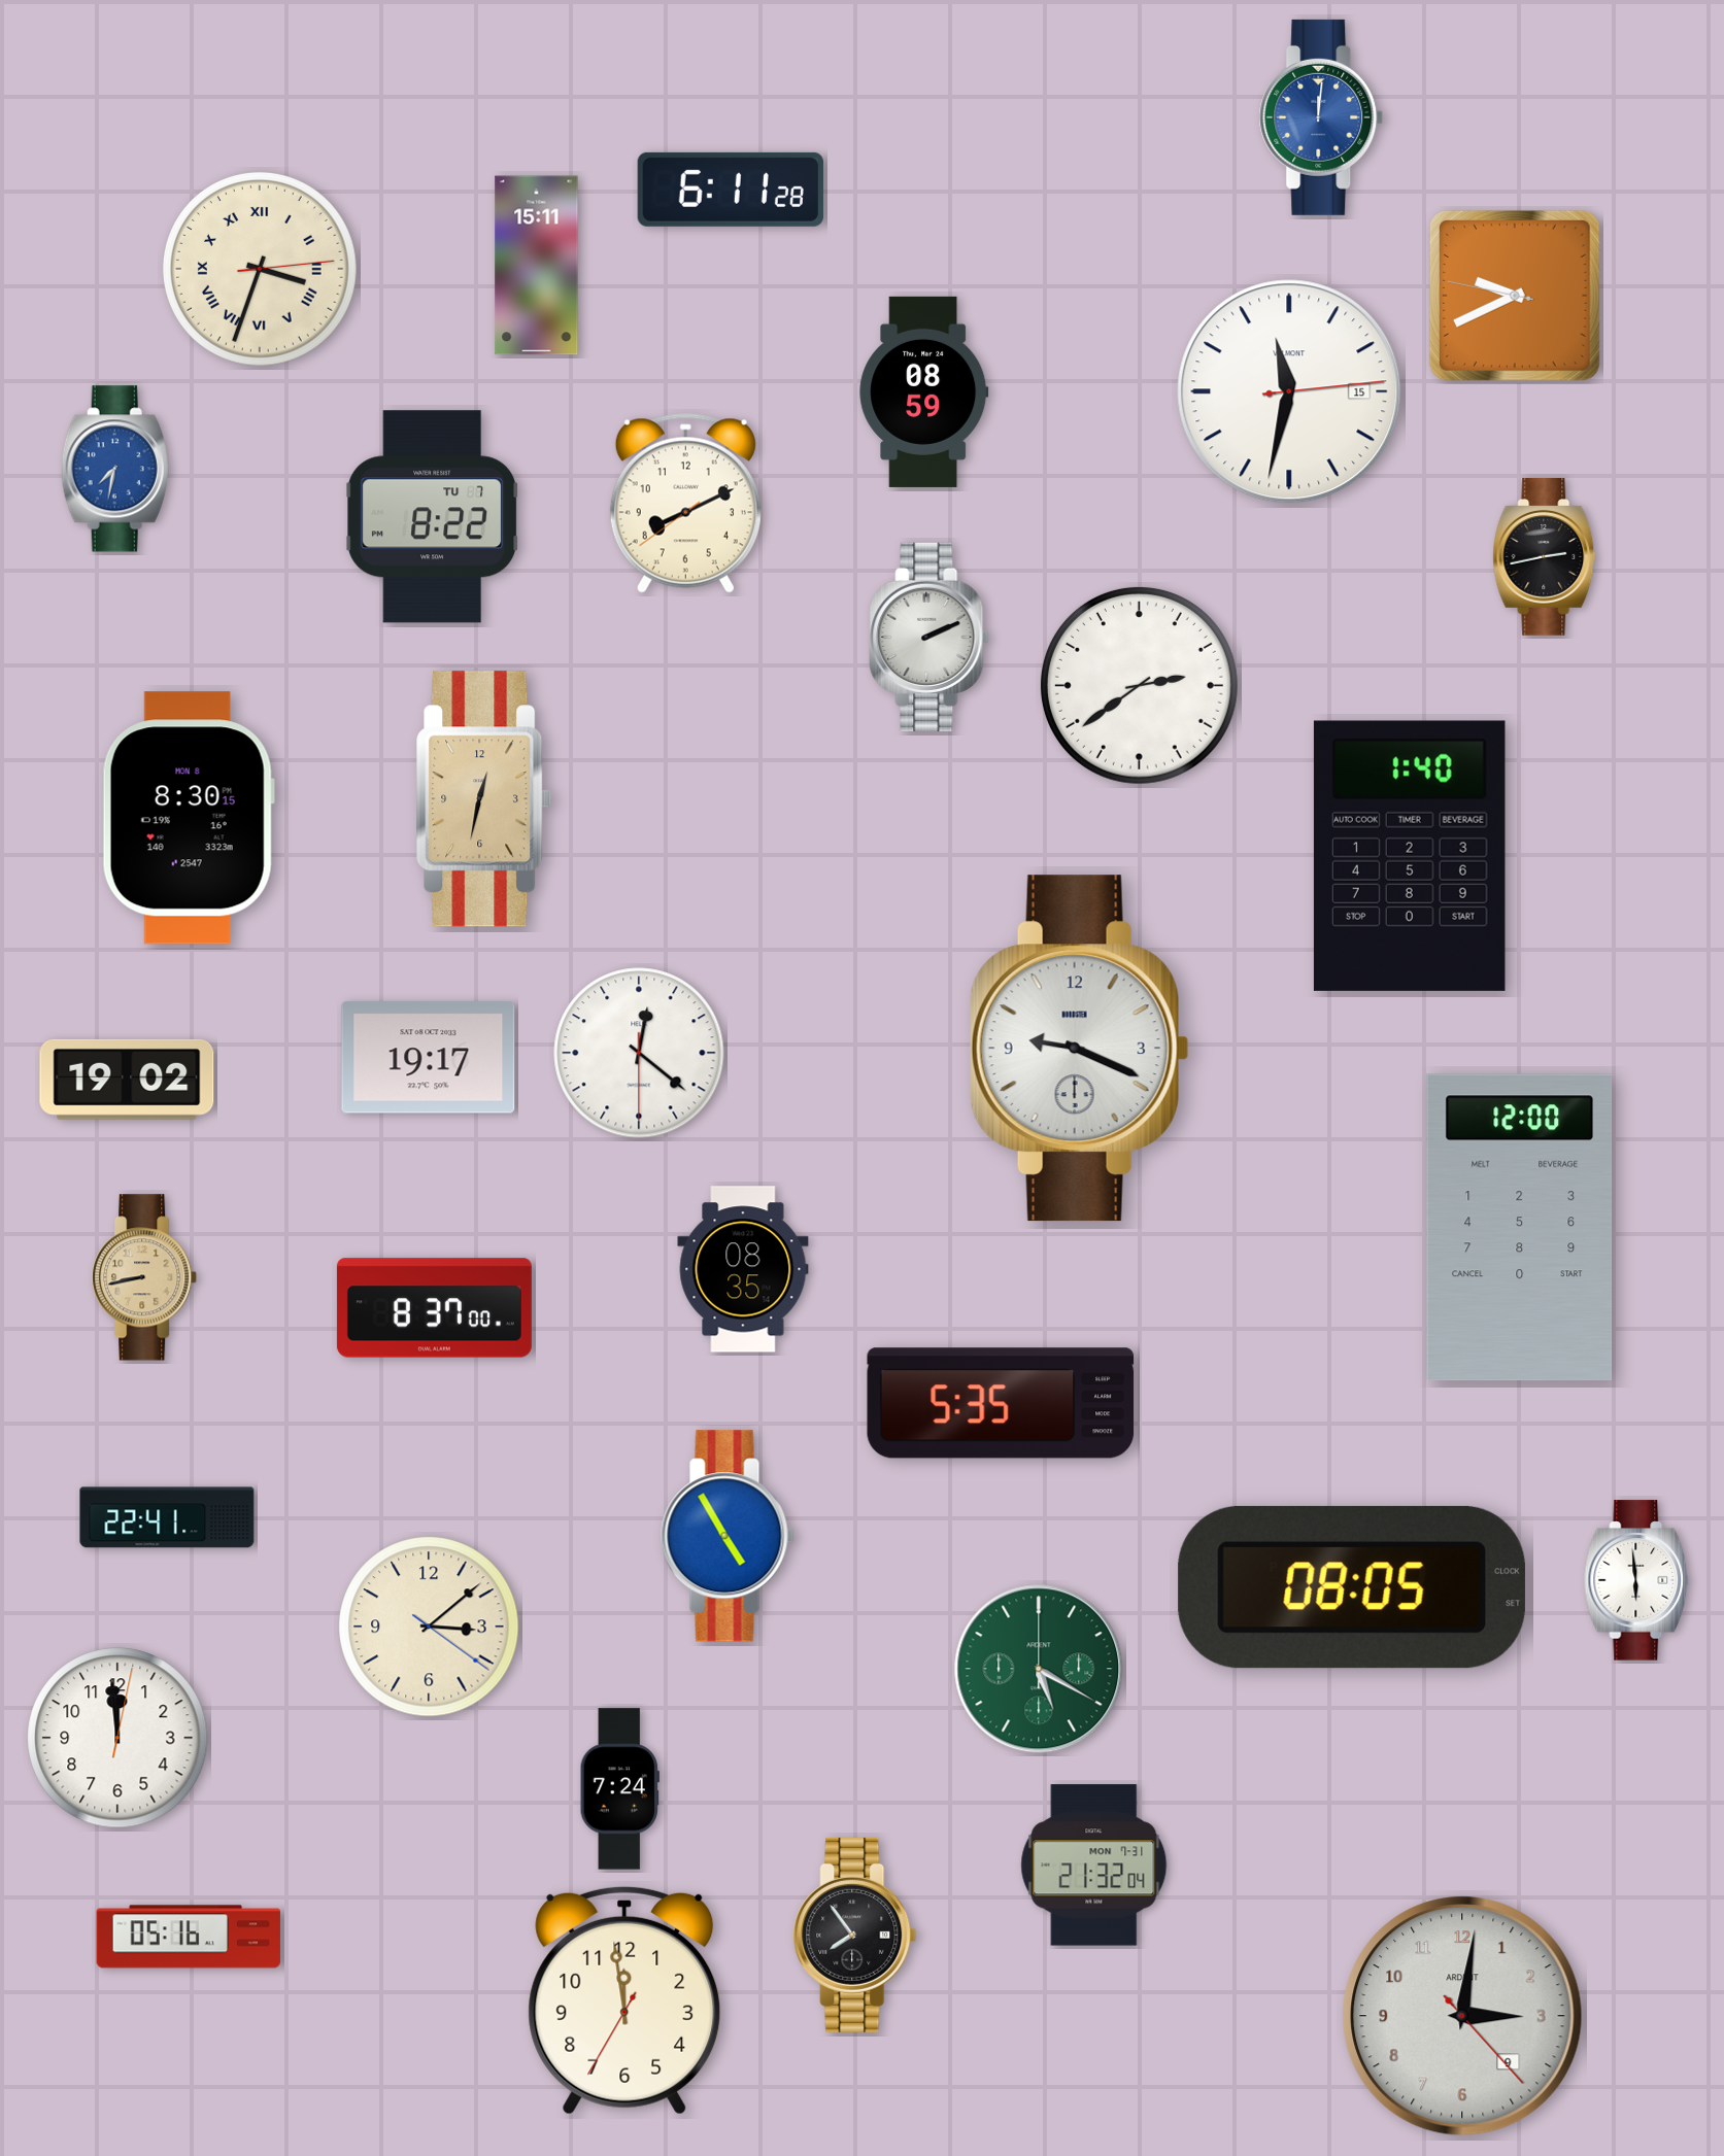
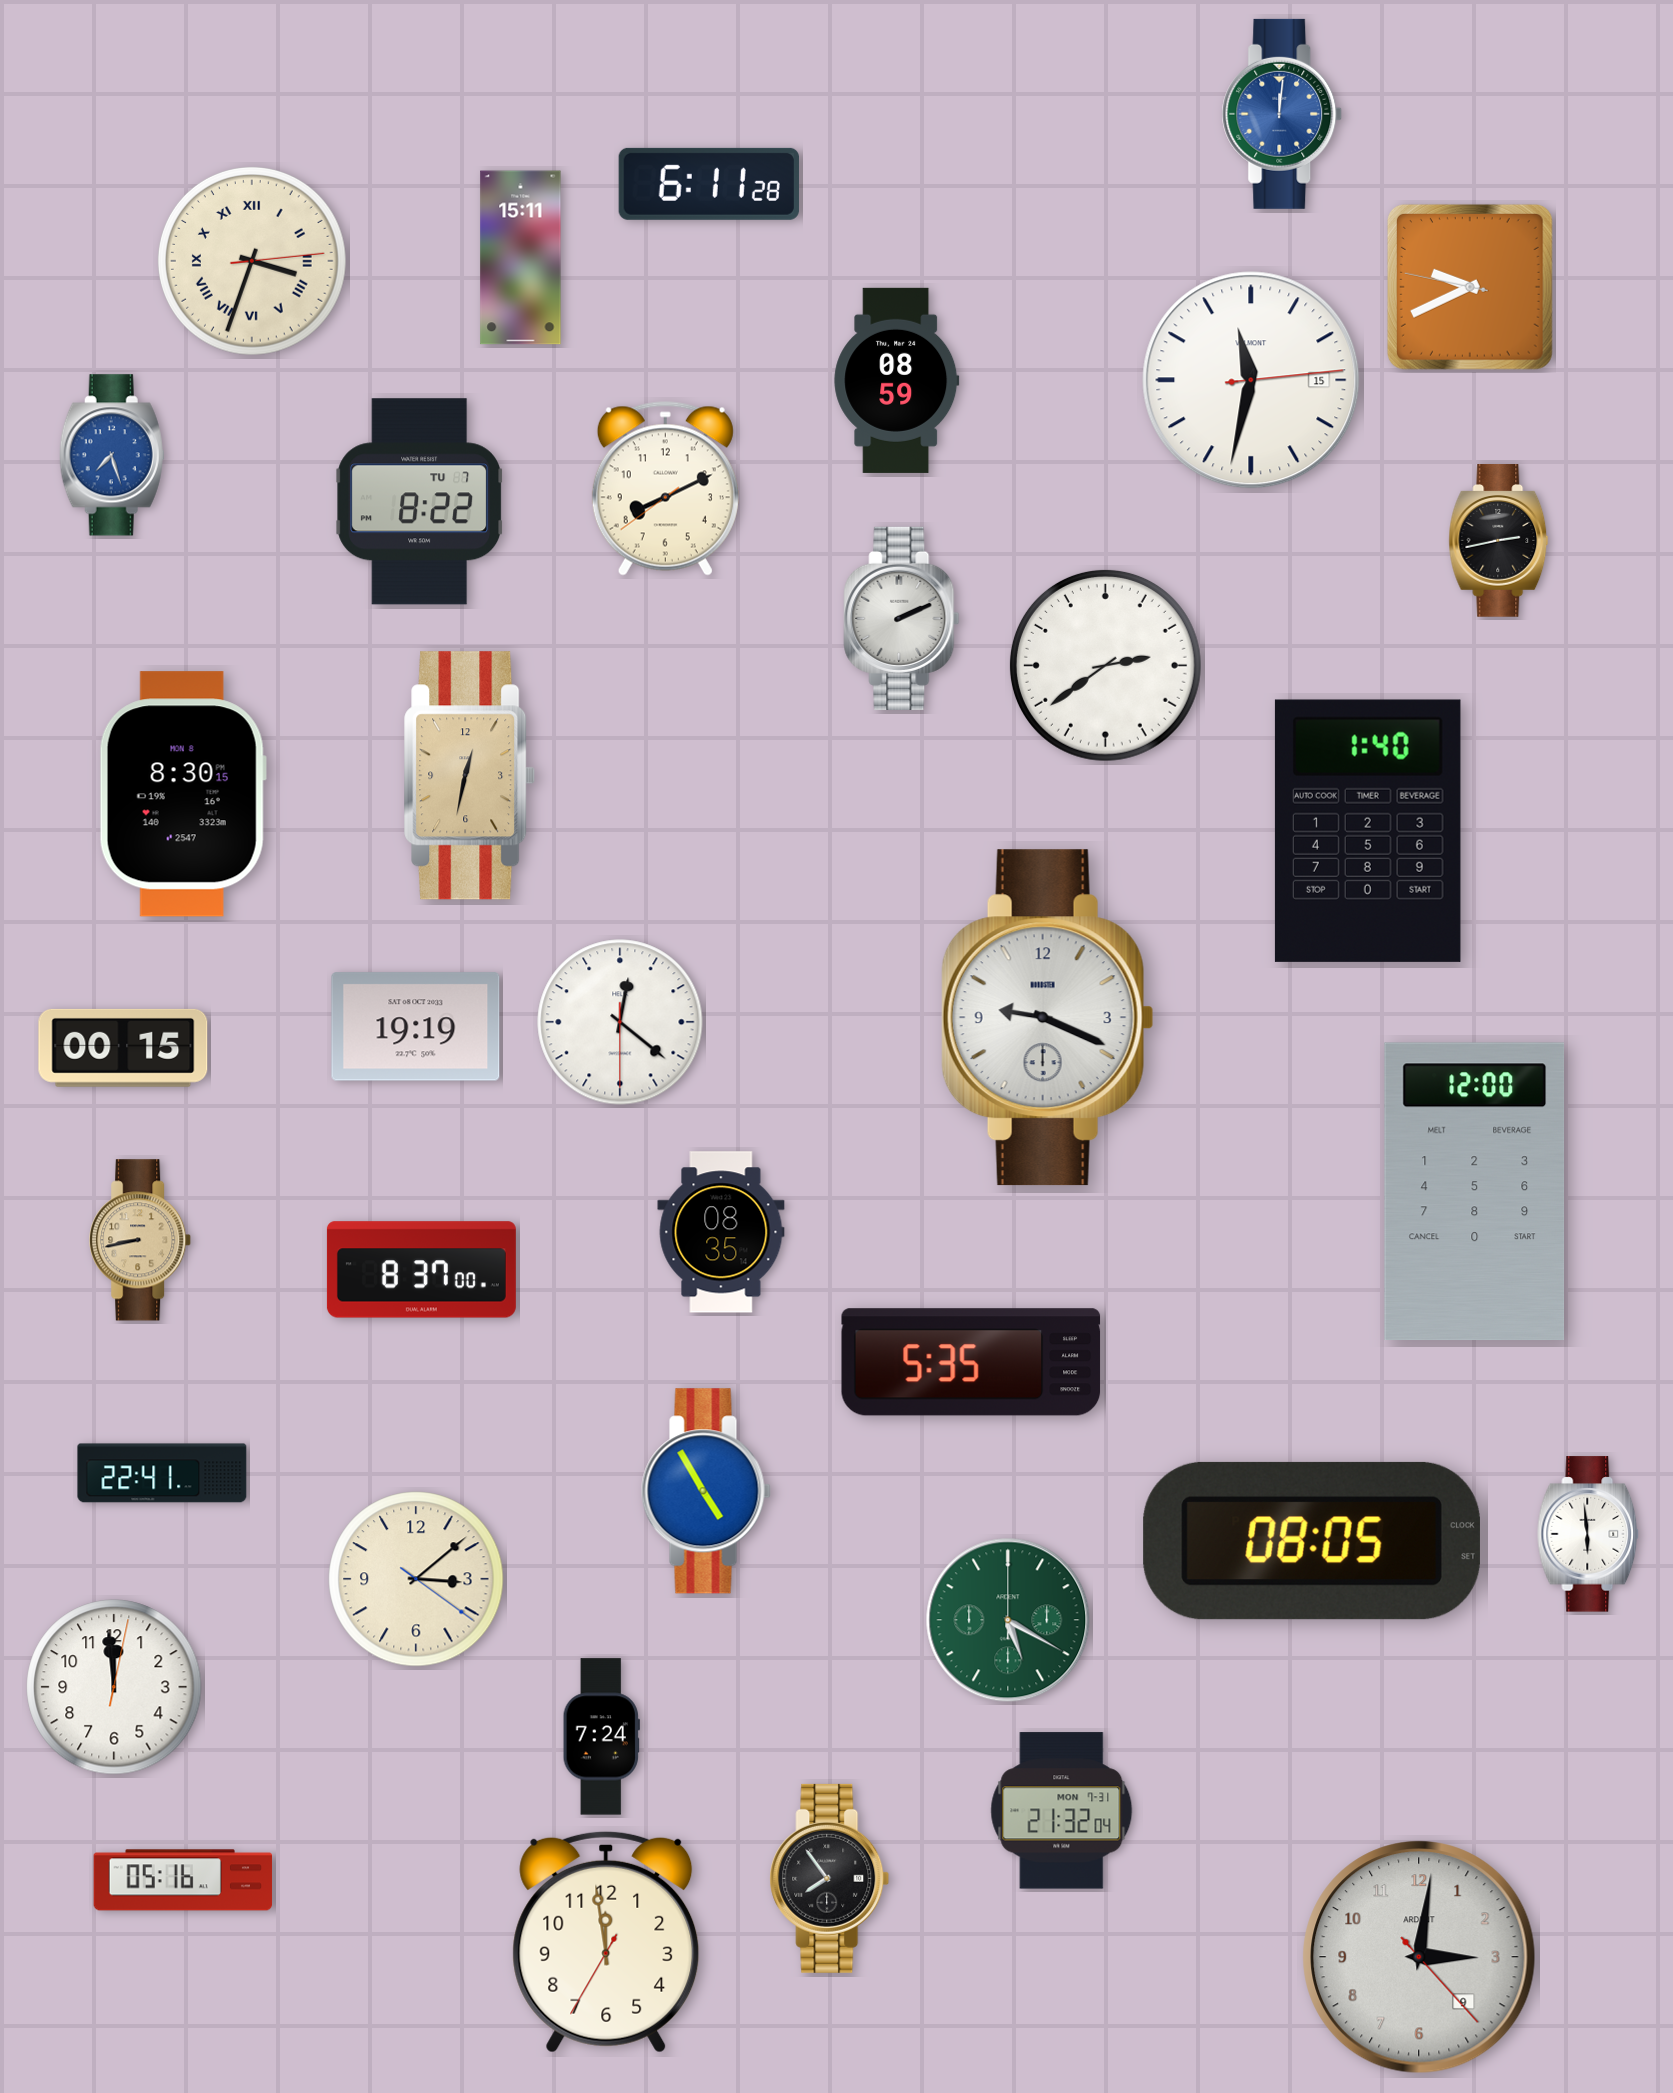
clock at (115, 469): 7:32 -> 7:27
clock at (429, 1058): 19:17 -> 19:19
clock at (127, 1080): 19:02 -> 00:15
